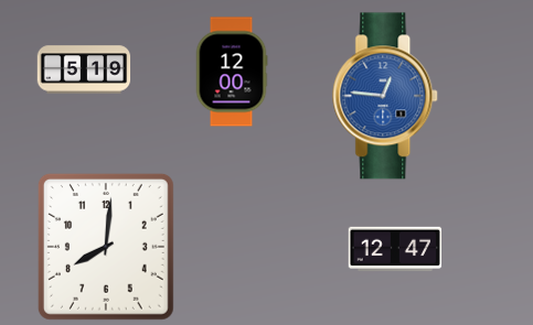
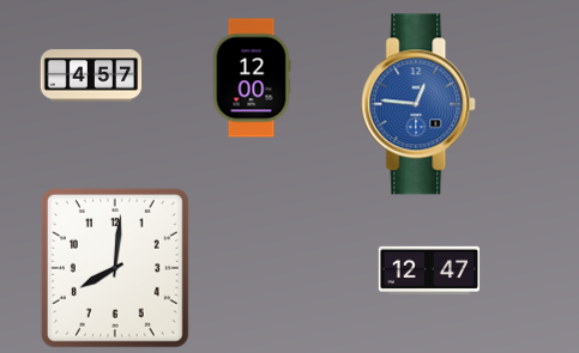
clock at (84, 69): 5:19 -> 4:57
